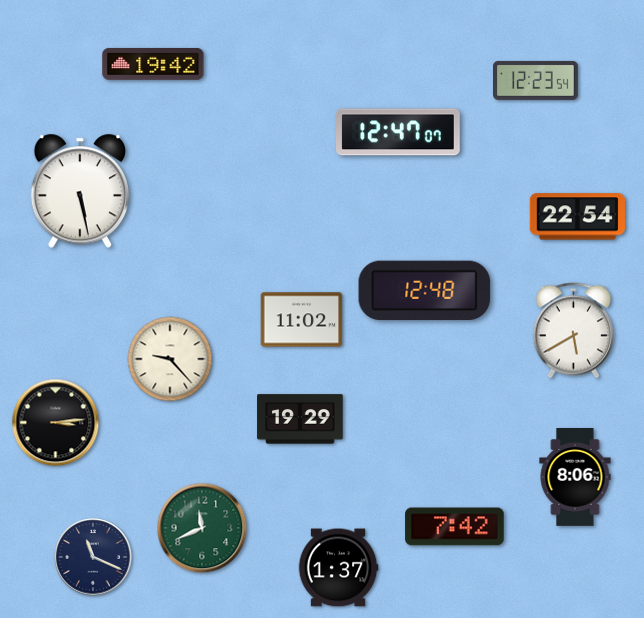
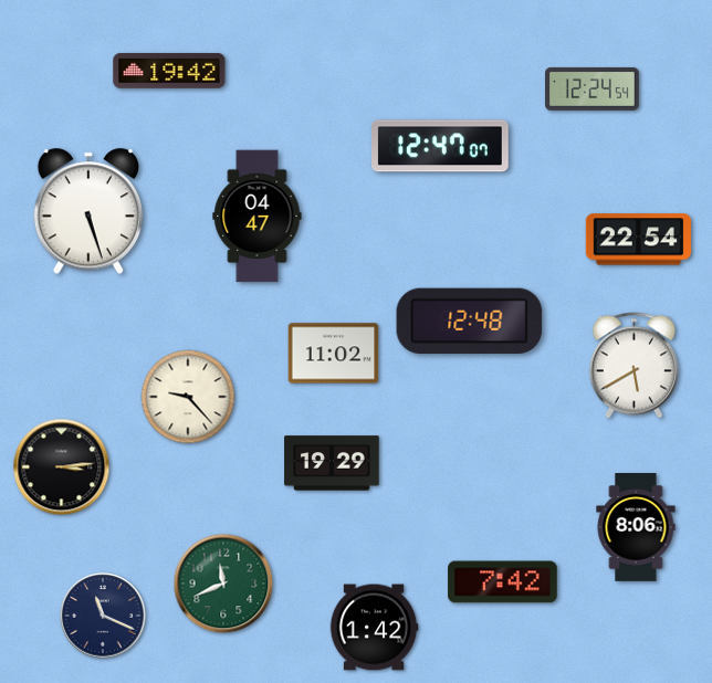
clock at (536, 80): 12:23 -> 12:24
clock at (79, 191): 5:28 -> 5:27
clock at (258, 217): none -> 04:47
clock at (338, 568): 1:37 -> 1:42
